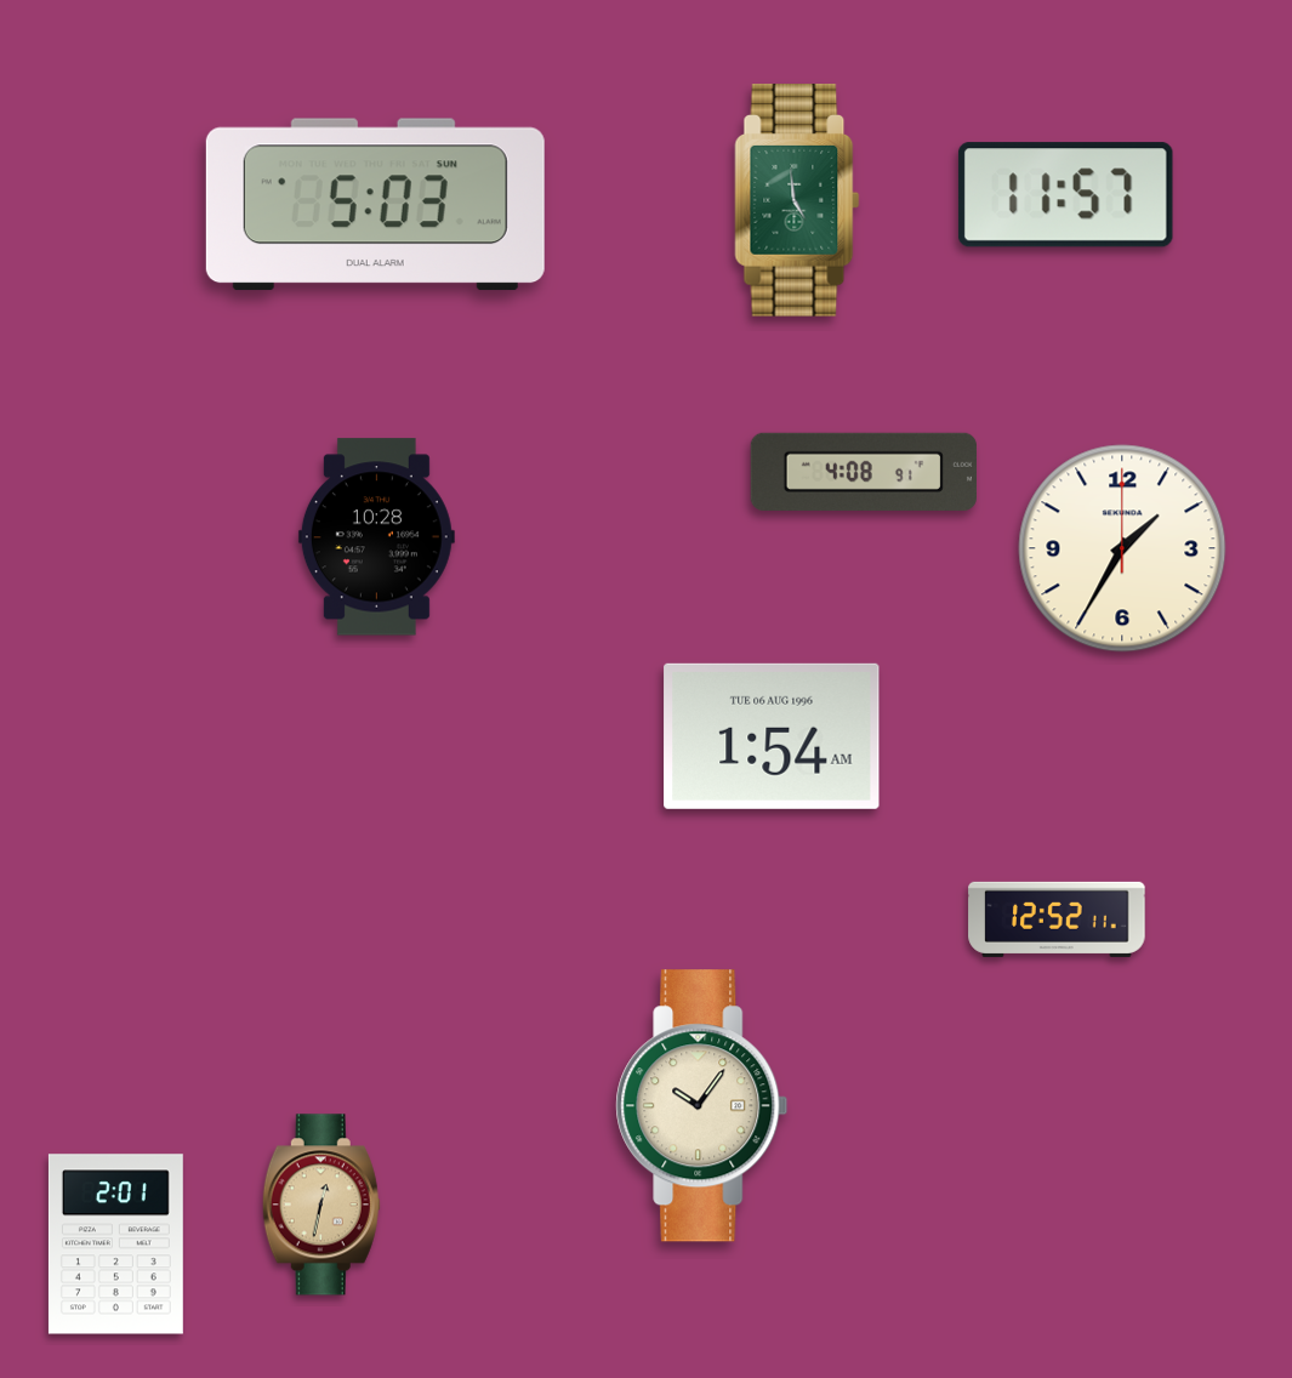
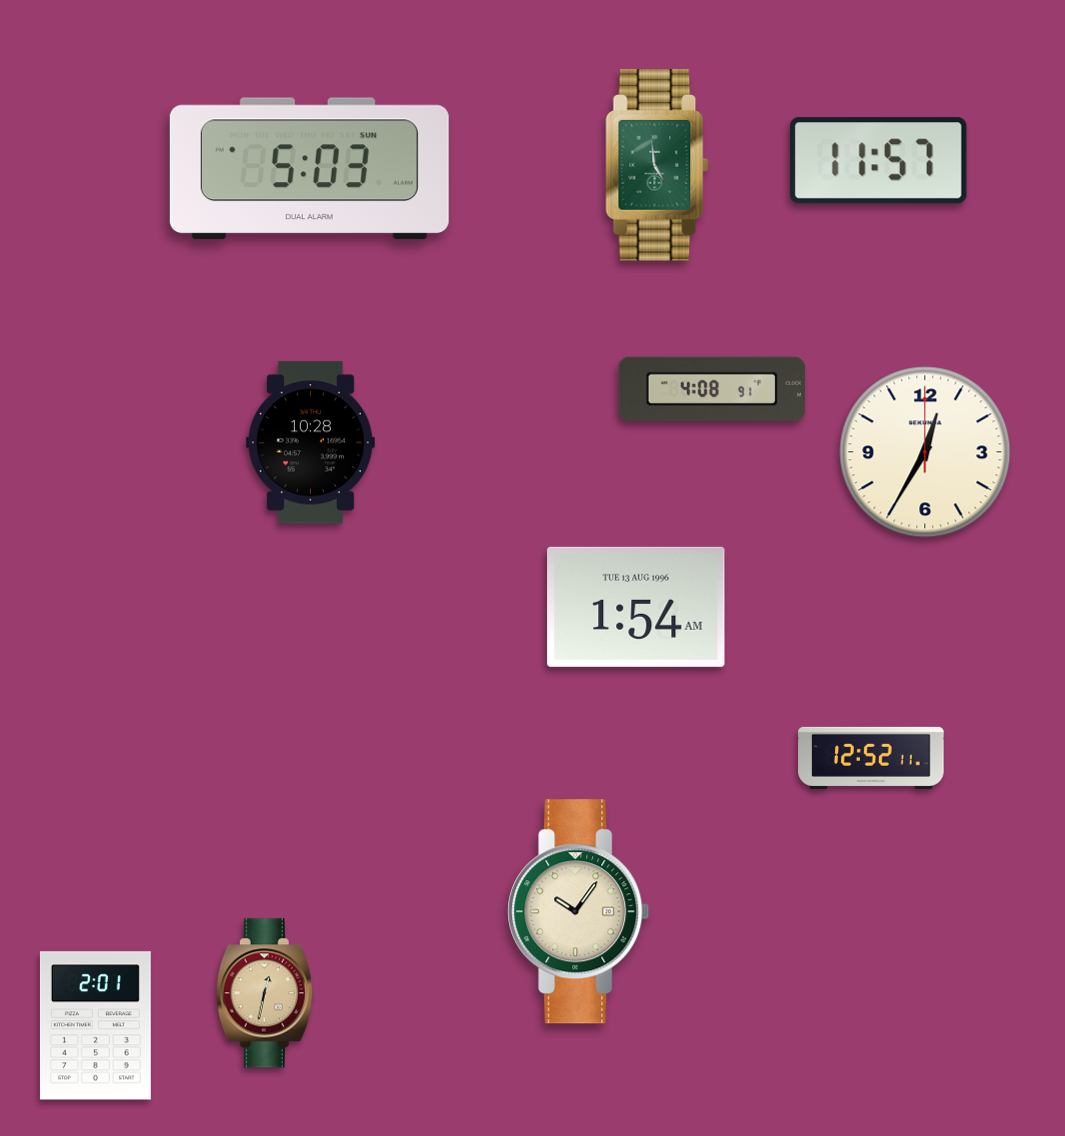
clock at (1122, 548): 1:35 -> 12:35
clock at (772, 736) date: TUE 06 AUG 1996 -> TUE 13 AUG 1996
